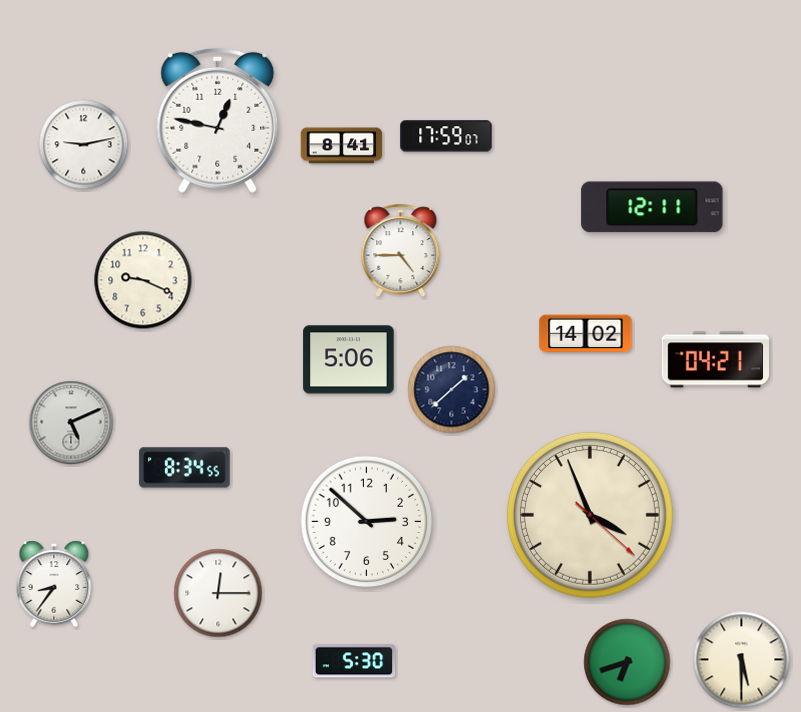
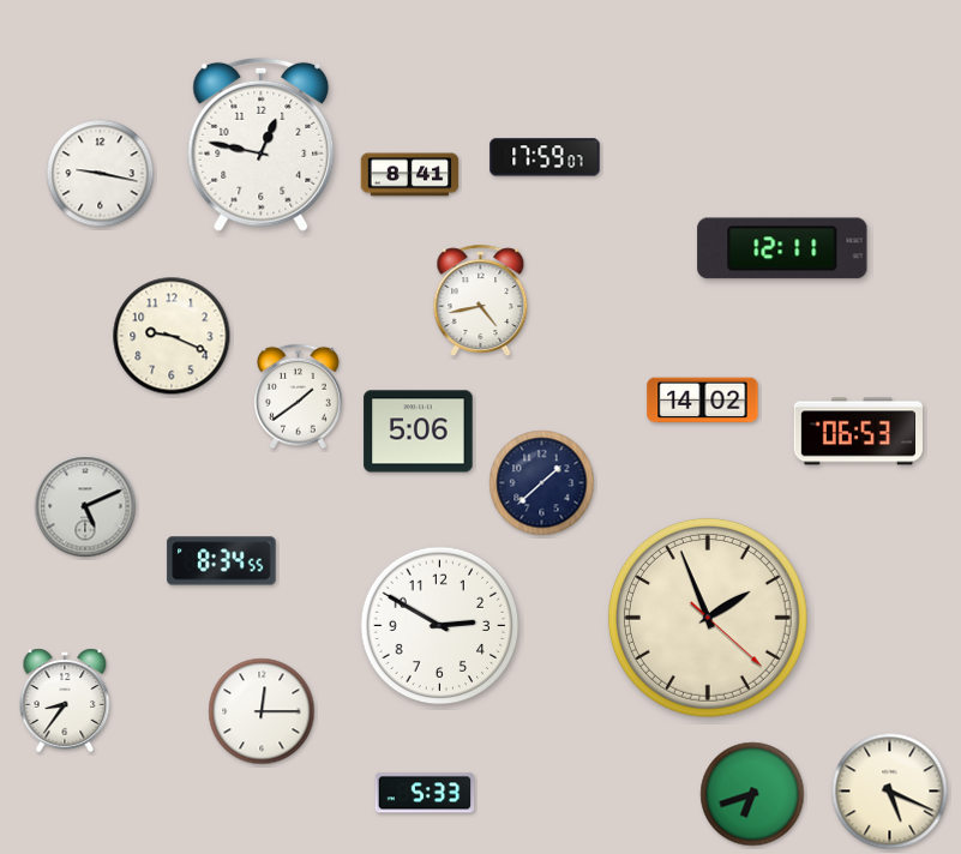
clock at (446, 136) position: (446, 136) -> (545, 157)
clock at (84, 145): 9:13 -> 9:17
clock at (401, 250): 4:45 -> 4:43
clock at (299, 397): none -> 1:39
clock at (715, 360): 04:21 -> 06:53
clock at (452, 390) position: (452, 390) -> (542, 483)
clock at (590, 515): 3:56 -> 1:56
clock at (367, 522): 2:52 -> 2:50
clock at (742, 660): 5:30 -> 5:19
clock at (354, 661): 5:30 -> 5:33
